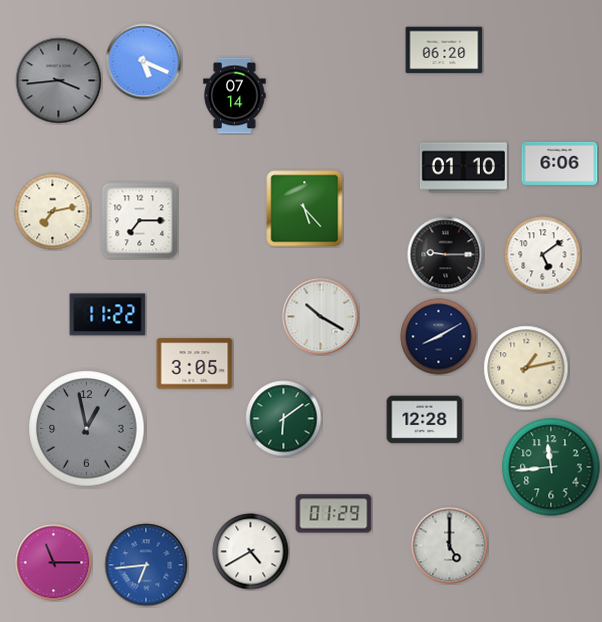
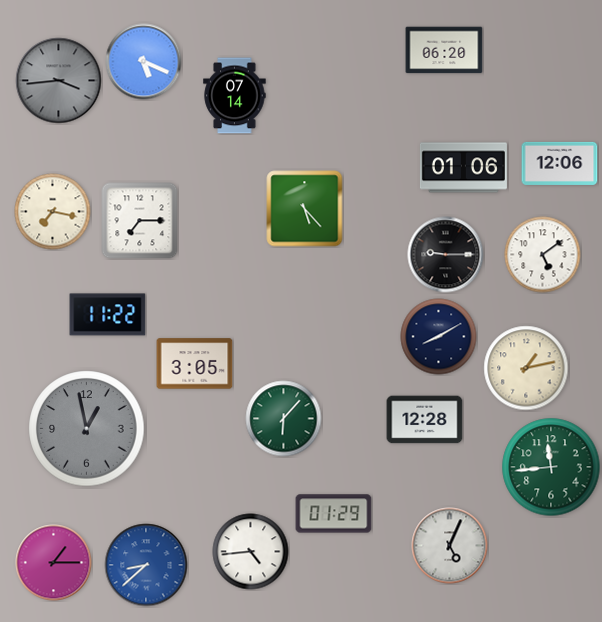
clock at (560, 163): 6:06 -> 12:06
clock at (463, 168): 01:10 -> 01:06
clock at (53, 212): 7:13 -> 7:17
clock at (321, 317): 10:20 -> none
clock at (284, 419): 6:09 -> 6:07
clock at (450, 546): 5:00 -> 5:04
clock at (251, 552): 4:40 -> 4:44
clock at (54, 563): 11:15 -> 1:15
clock at (146, 565): 6:44 -> 8:38
